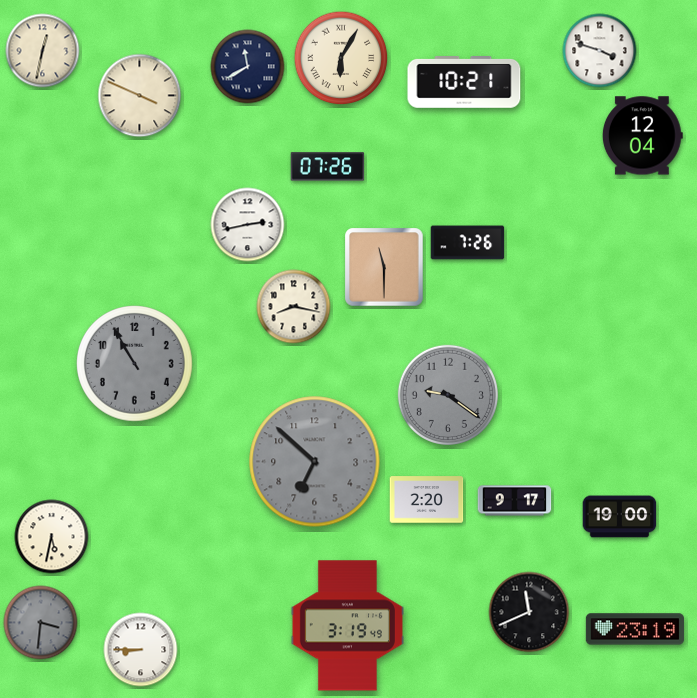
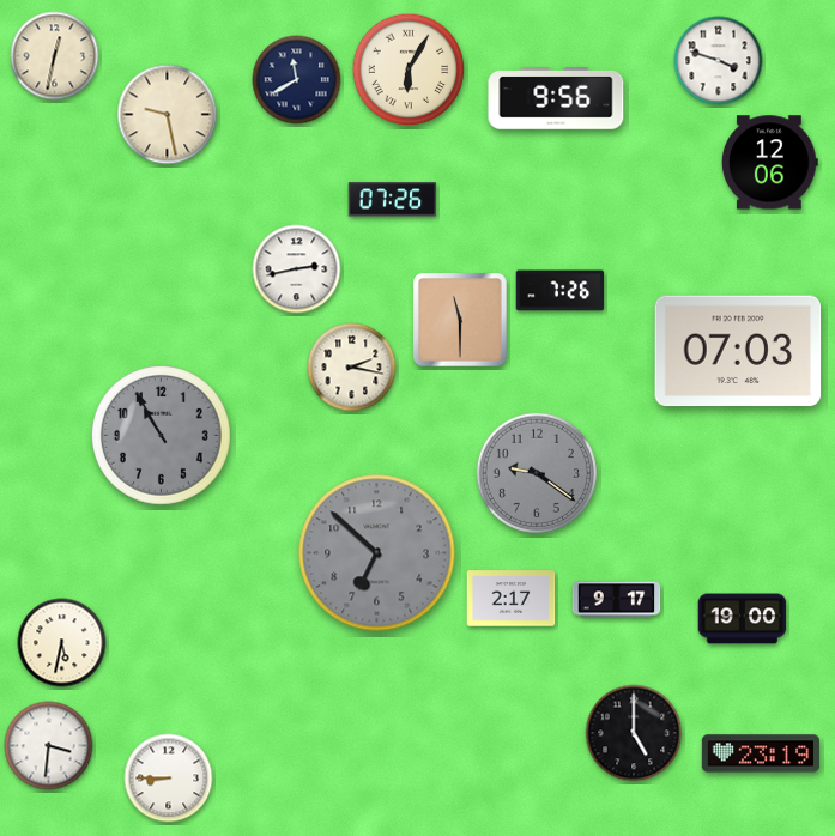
clock at (43, 51) position: (43, 51) -> (55, 56)
clock at (464, 83): 10:21 -> 9:56
clock at (140, 96): 3:49 -> 9:28
clock at (642, 136): 12:04 -> 12:06
clock at (738, 351): none -> 07:03
clock at (294, 307): 8:17 -> 2:17
clock at (427, 500): 2:20 -> 2:17
clock at (529, 612): 11:41 -> 5:00
clock at (41, 623) dial: grey -> white
clock at (347, 626): 3:19 -> none
